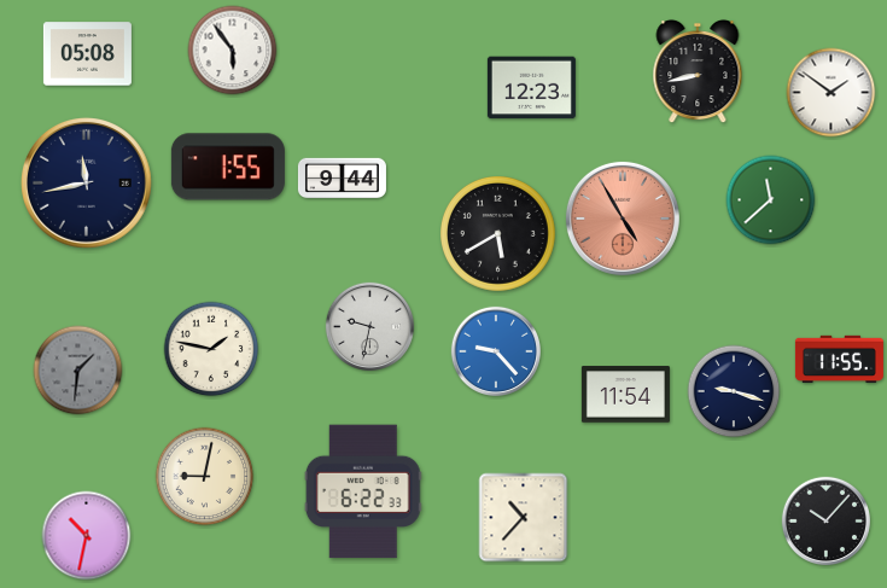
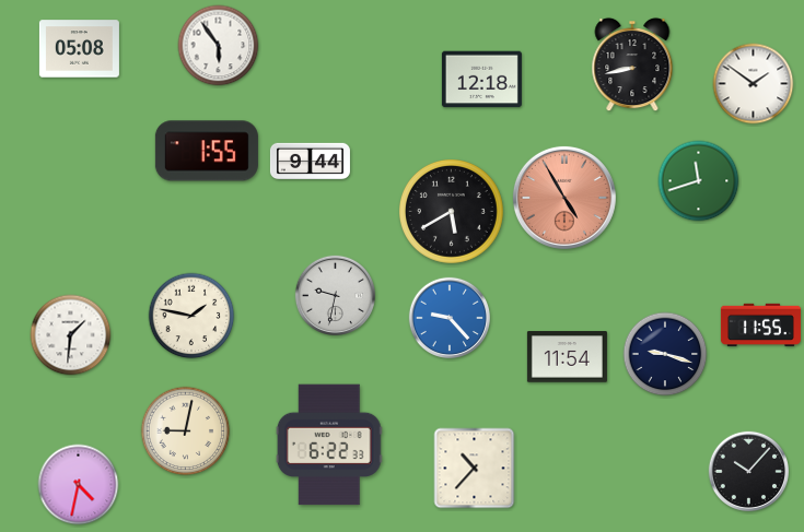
clock at (233, 51) position: (233, 51) -> (219, 46)
clock at (531, 88): 12:23 -> 12:18
clock at (86, 182): 11:43 -> none
clock at (771, 200): 11:38 -> 11:42
clock at (78, 371) dial: grey -> white
clock at (87, 536): 10:32 -> 4:32
